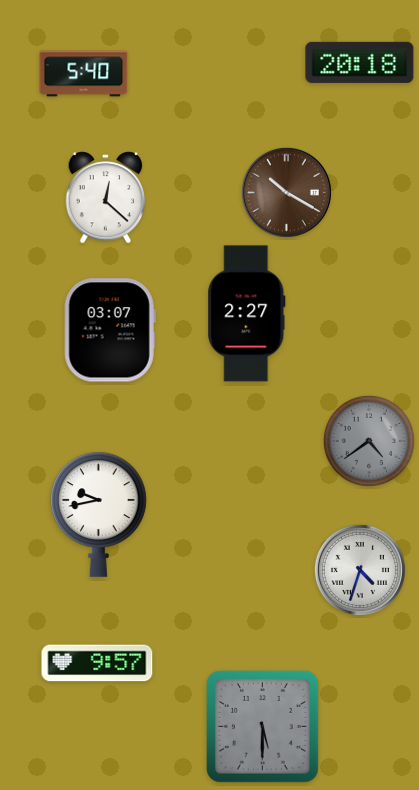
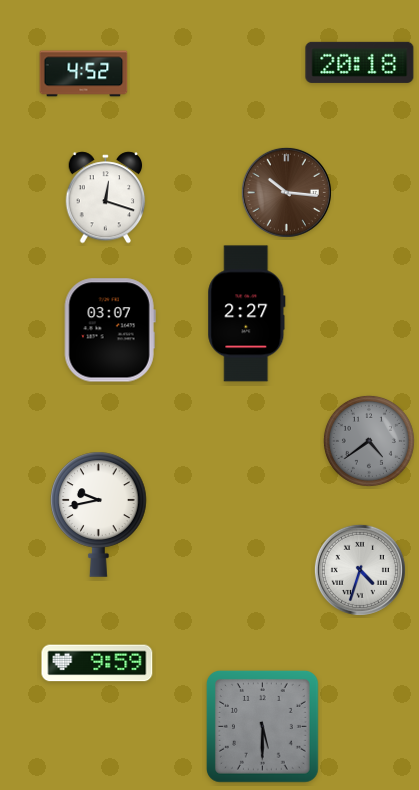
clock at (84, 74): 5:40 -> 4:52
clock at (286, 192): 10:20 -> 10:16
clock at (106, 198): 12:22 -> 12:18
clock at (97, 663): 9:57 -> 9:59
